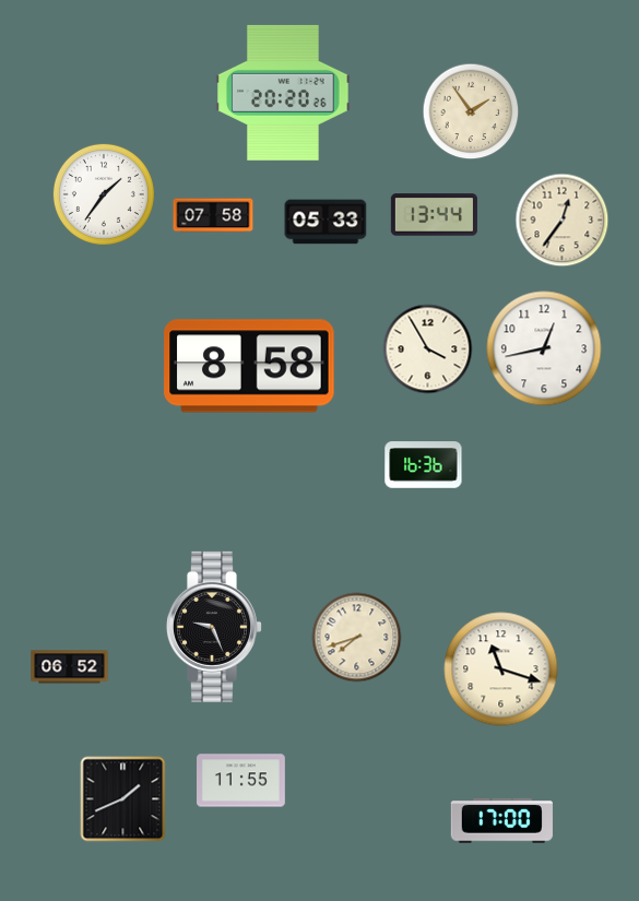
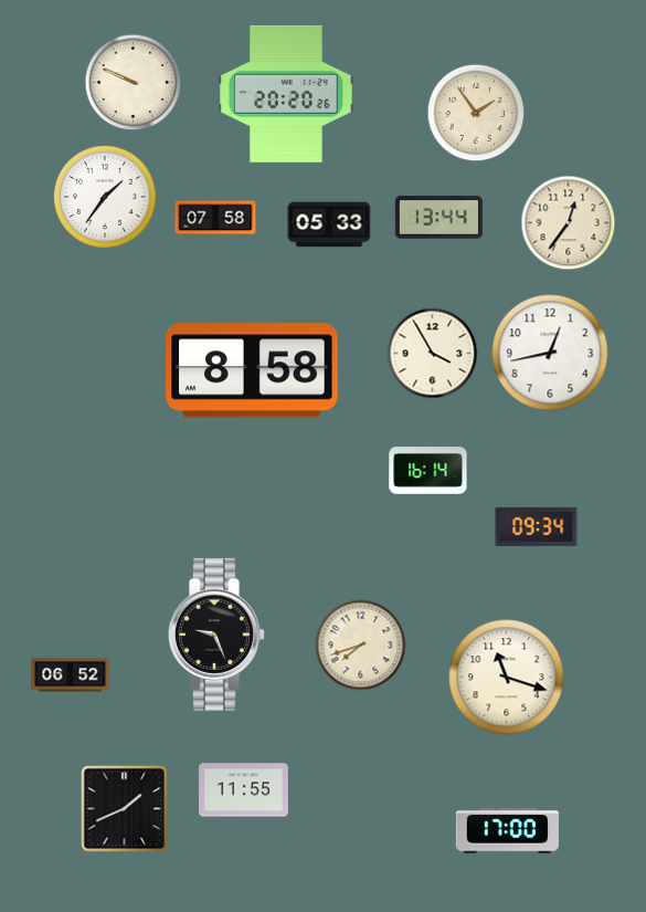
clock at (134, 83): none -> 9:49
clock at (424, 465): 16:36 -> 16:14
clock at (537, 526): none -> 09:34
